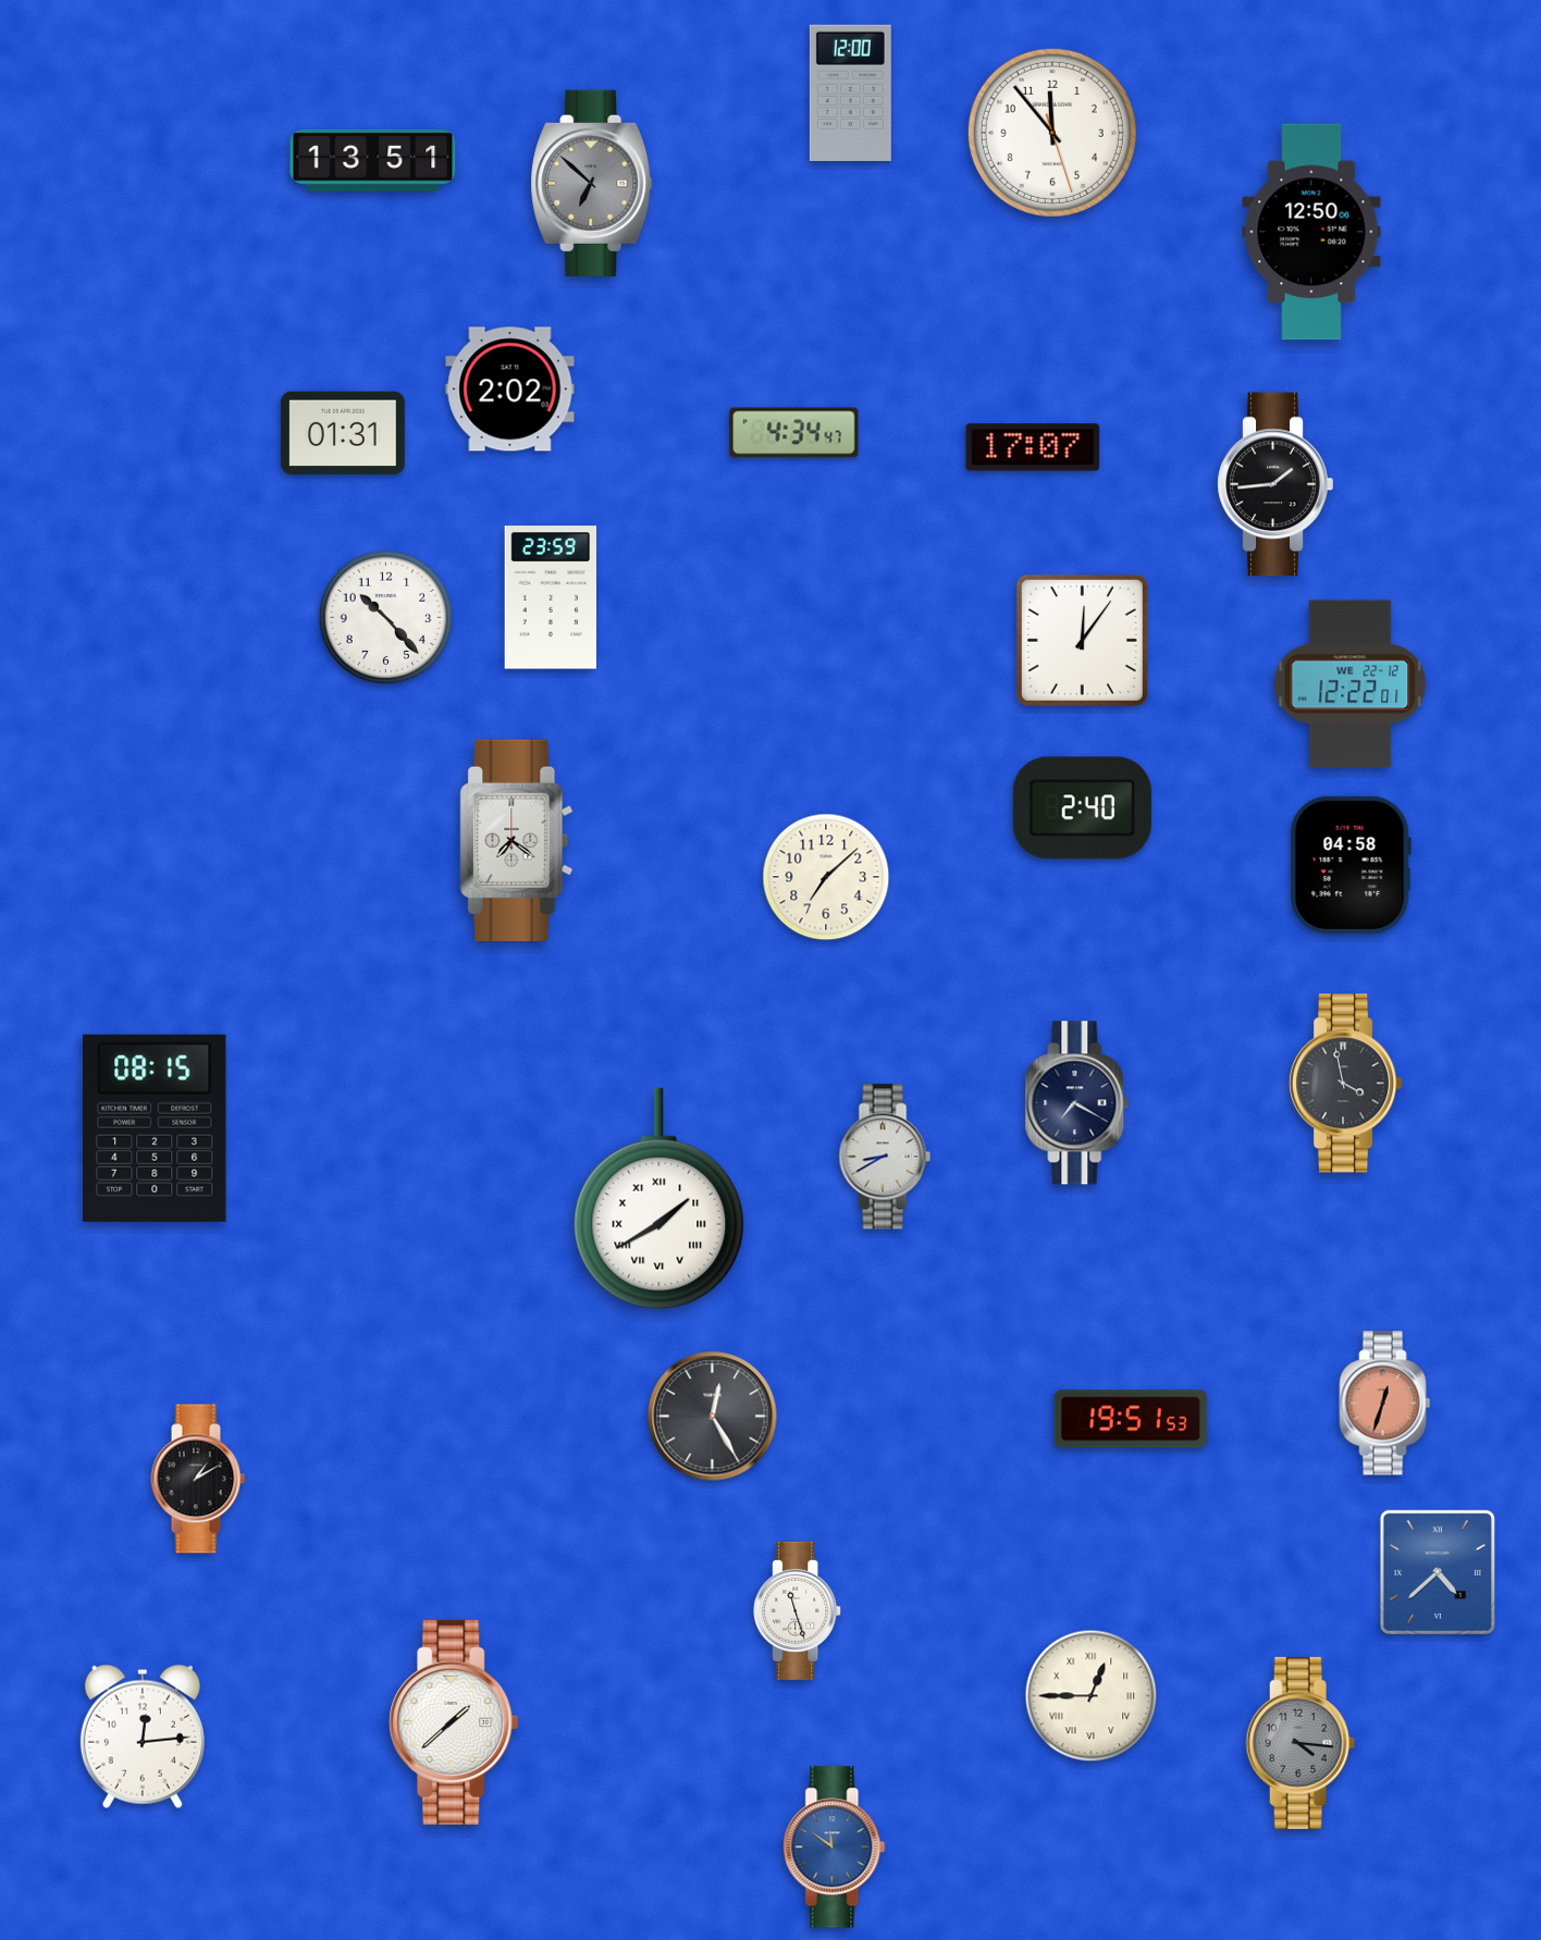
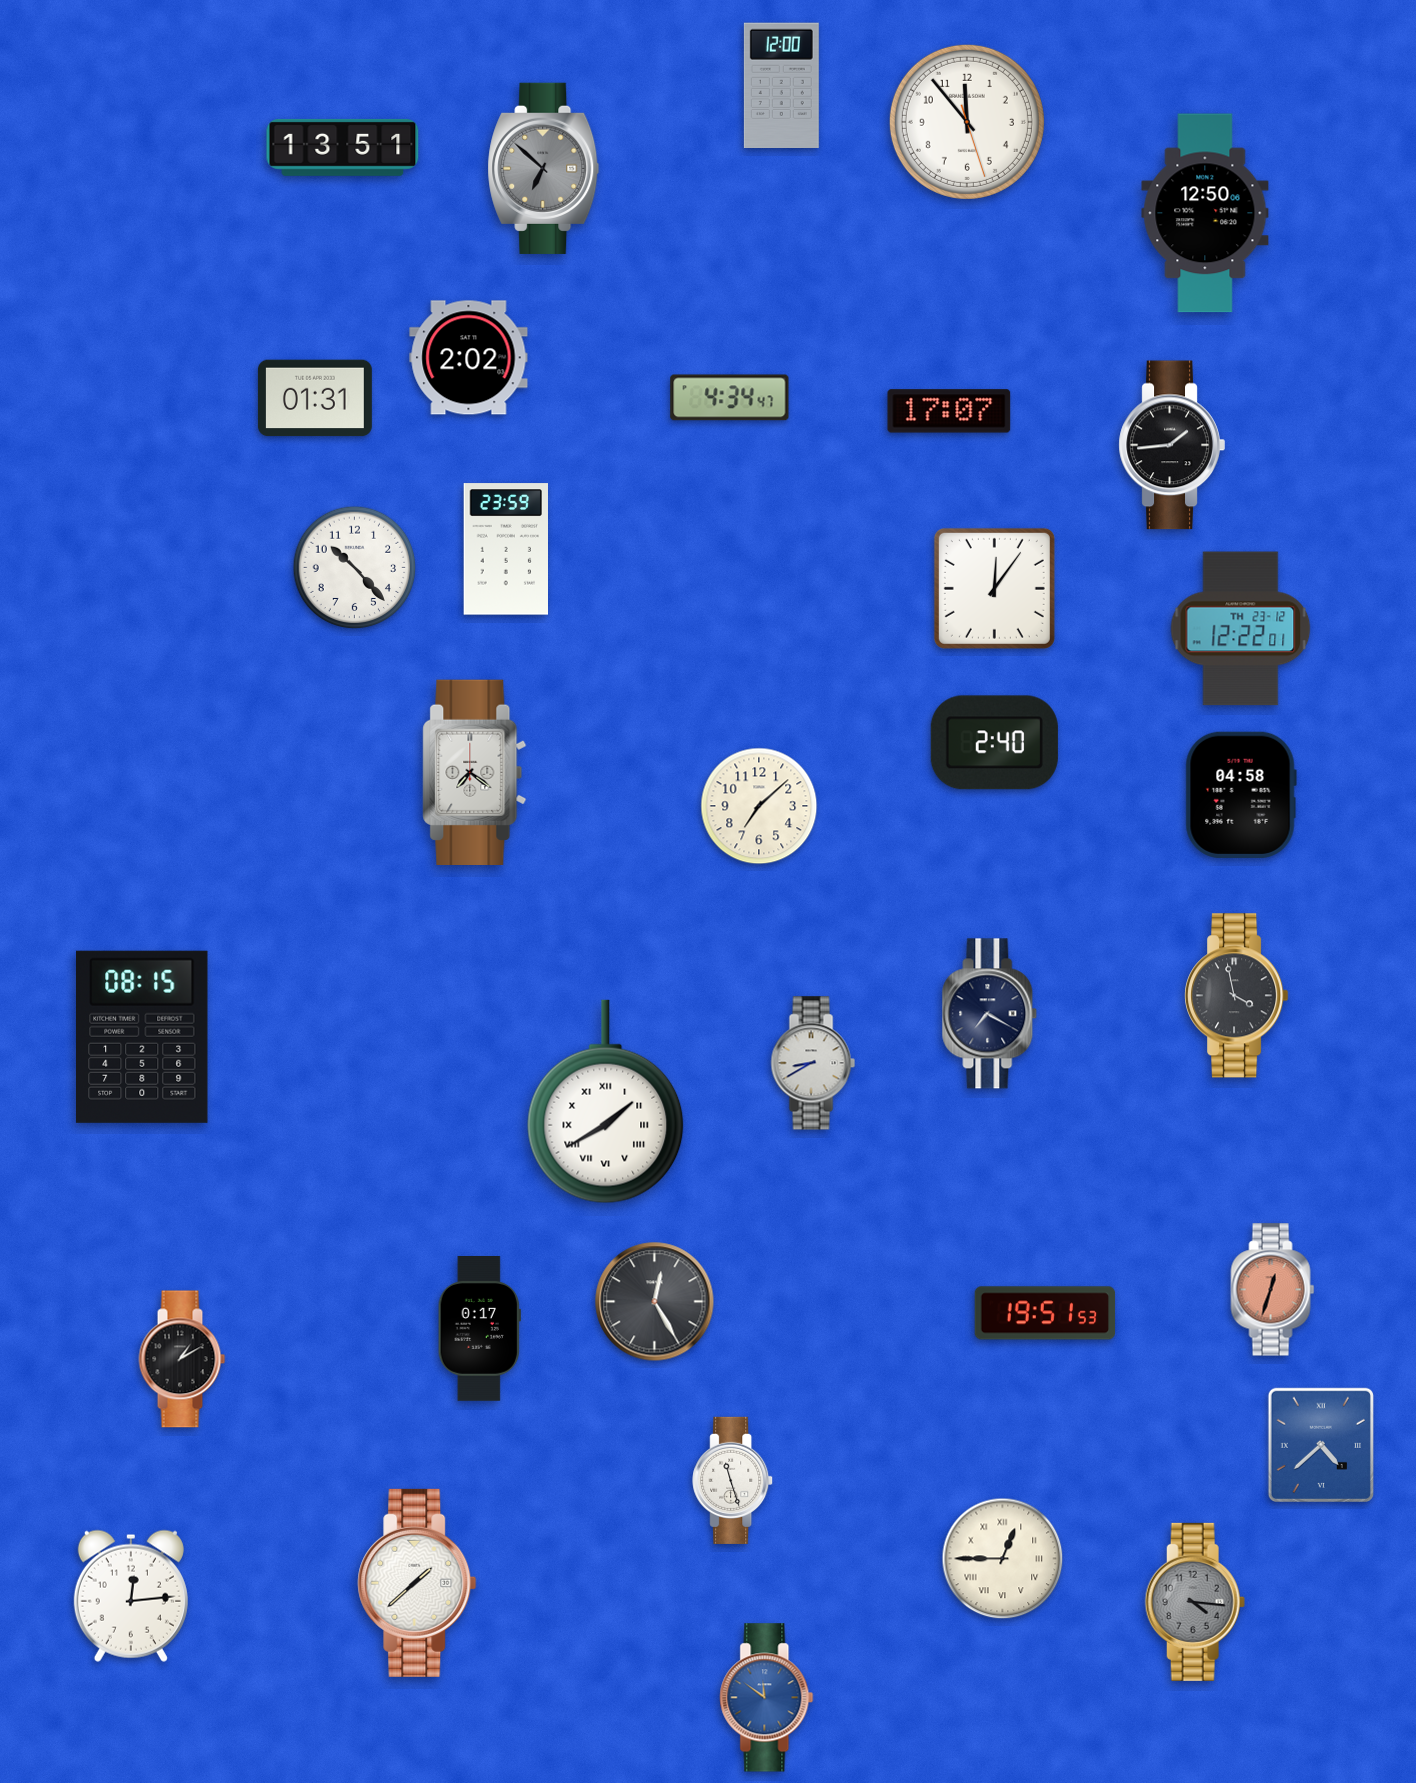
clock at (1351, 684) date: WE 22-12 -> TH 23-12
clock at (1131, 1419) position: (1131, 1419) -> (1045, 1313)
clock at (479, 1329): none -> 0:17
